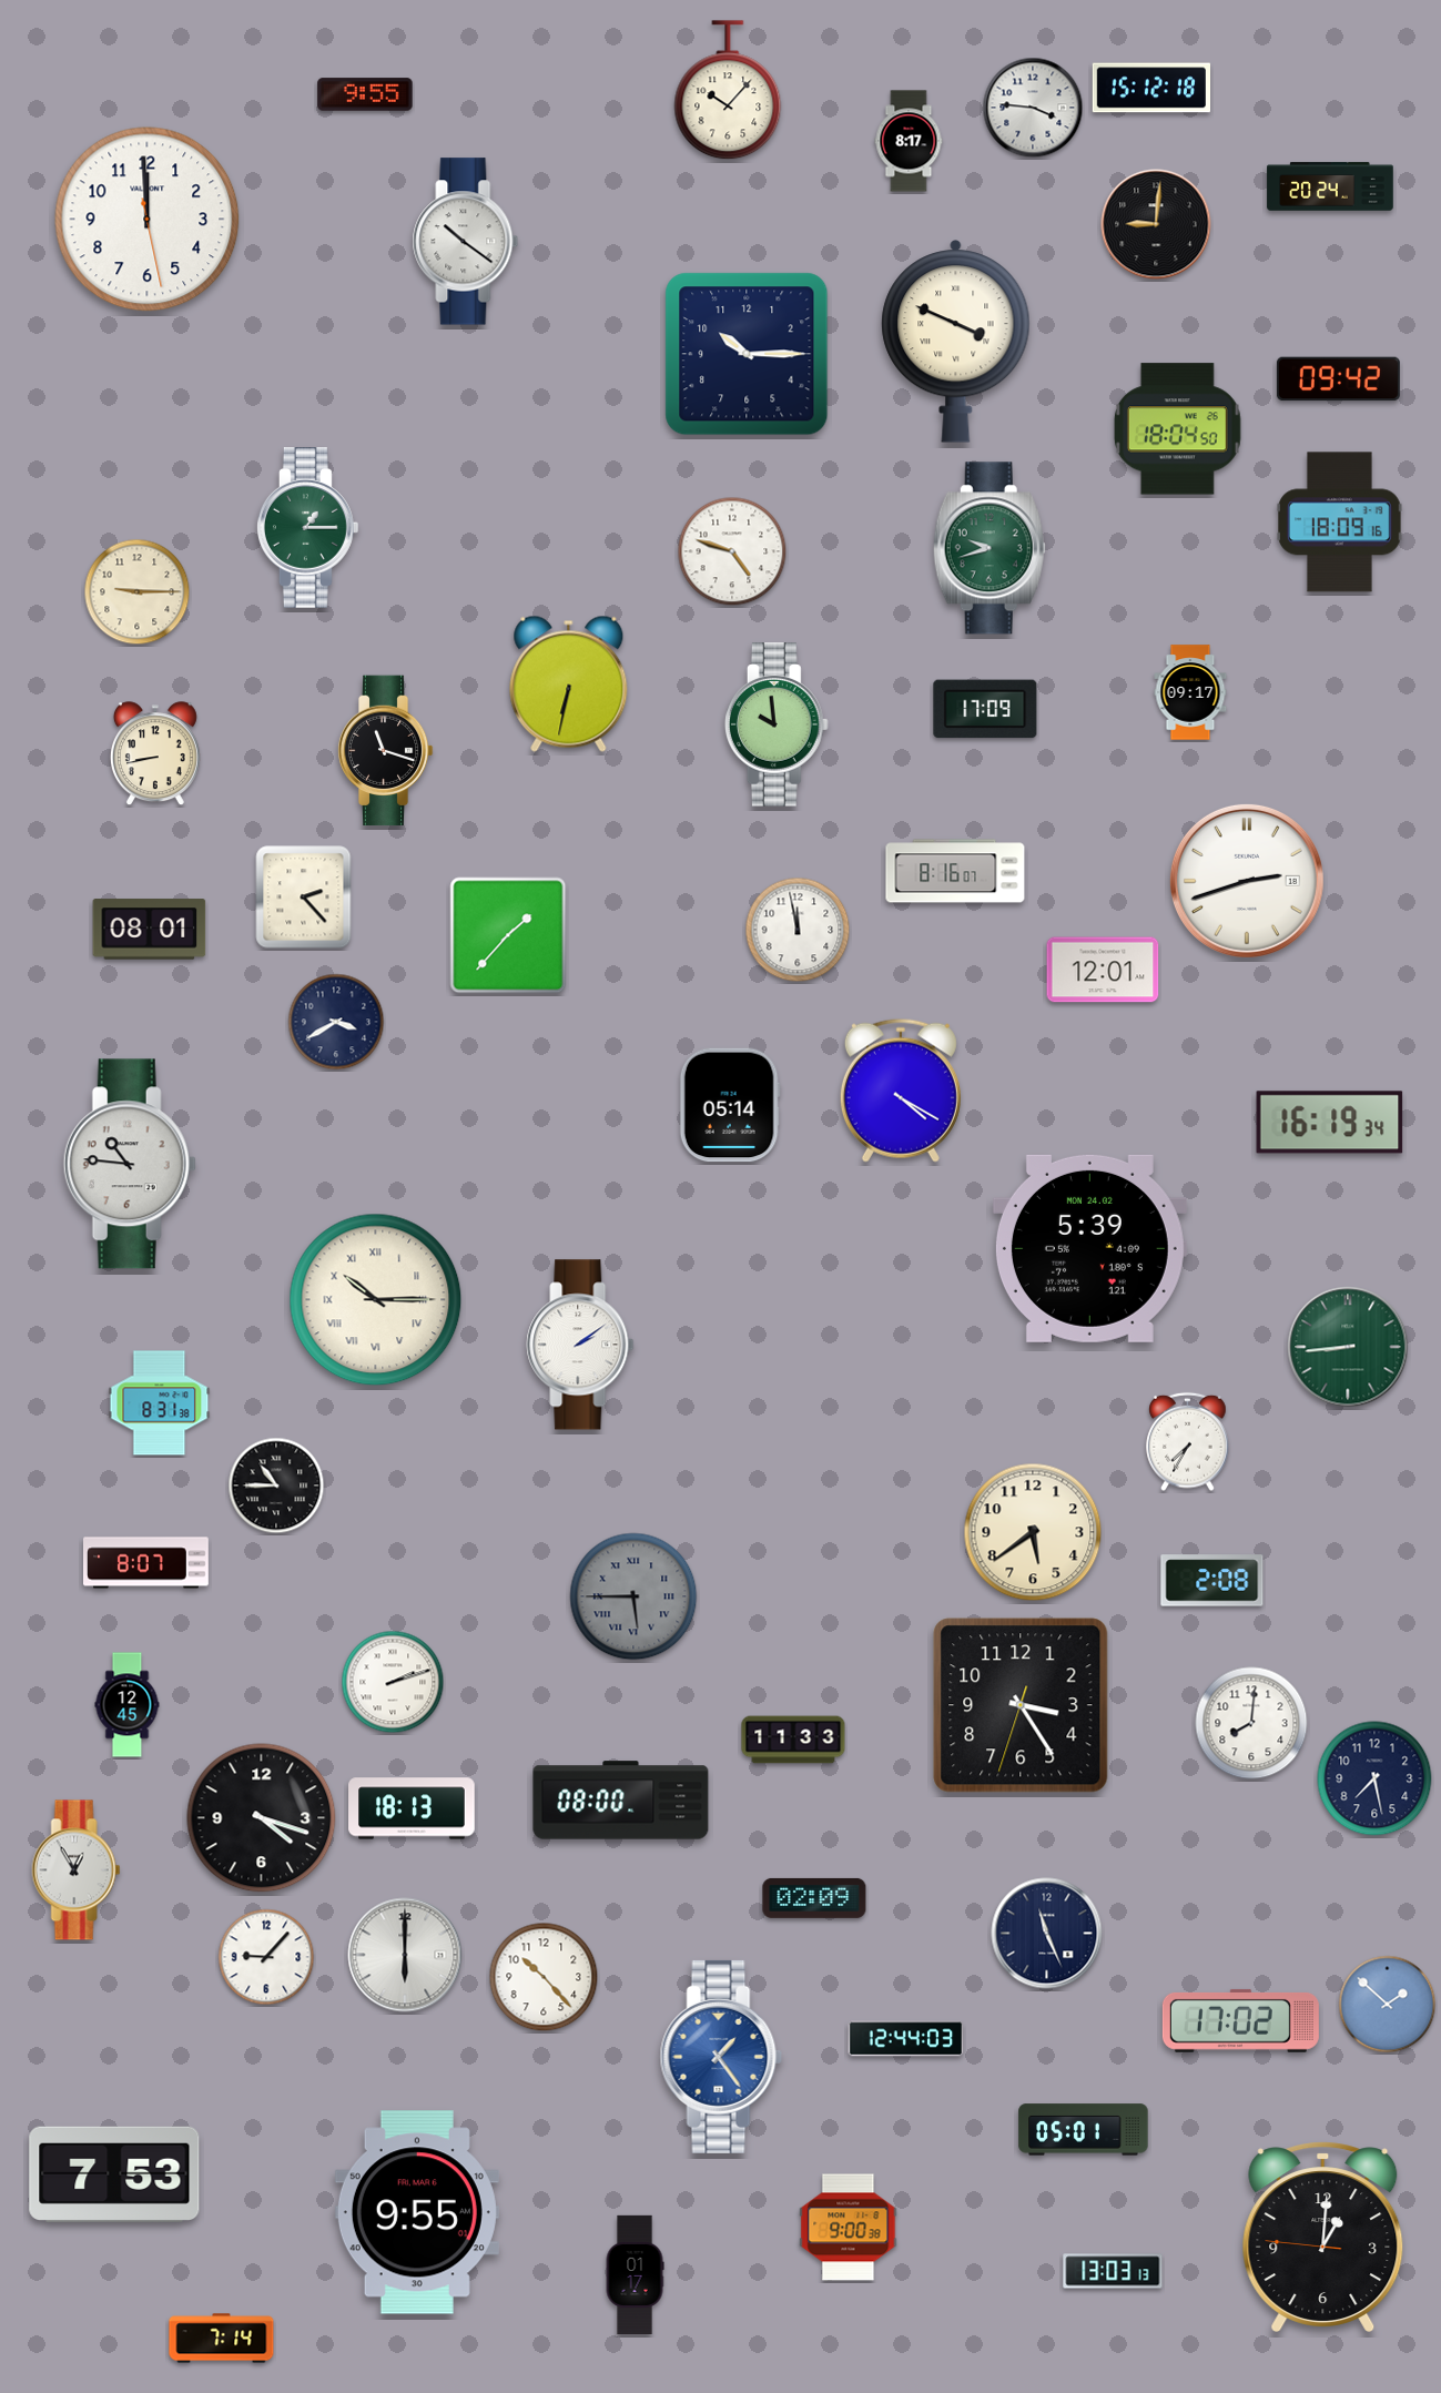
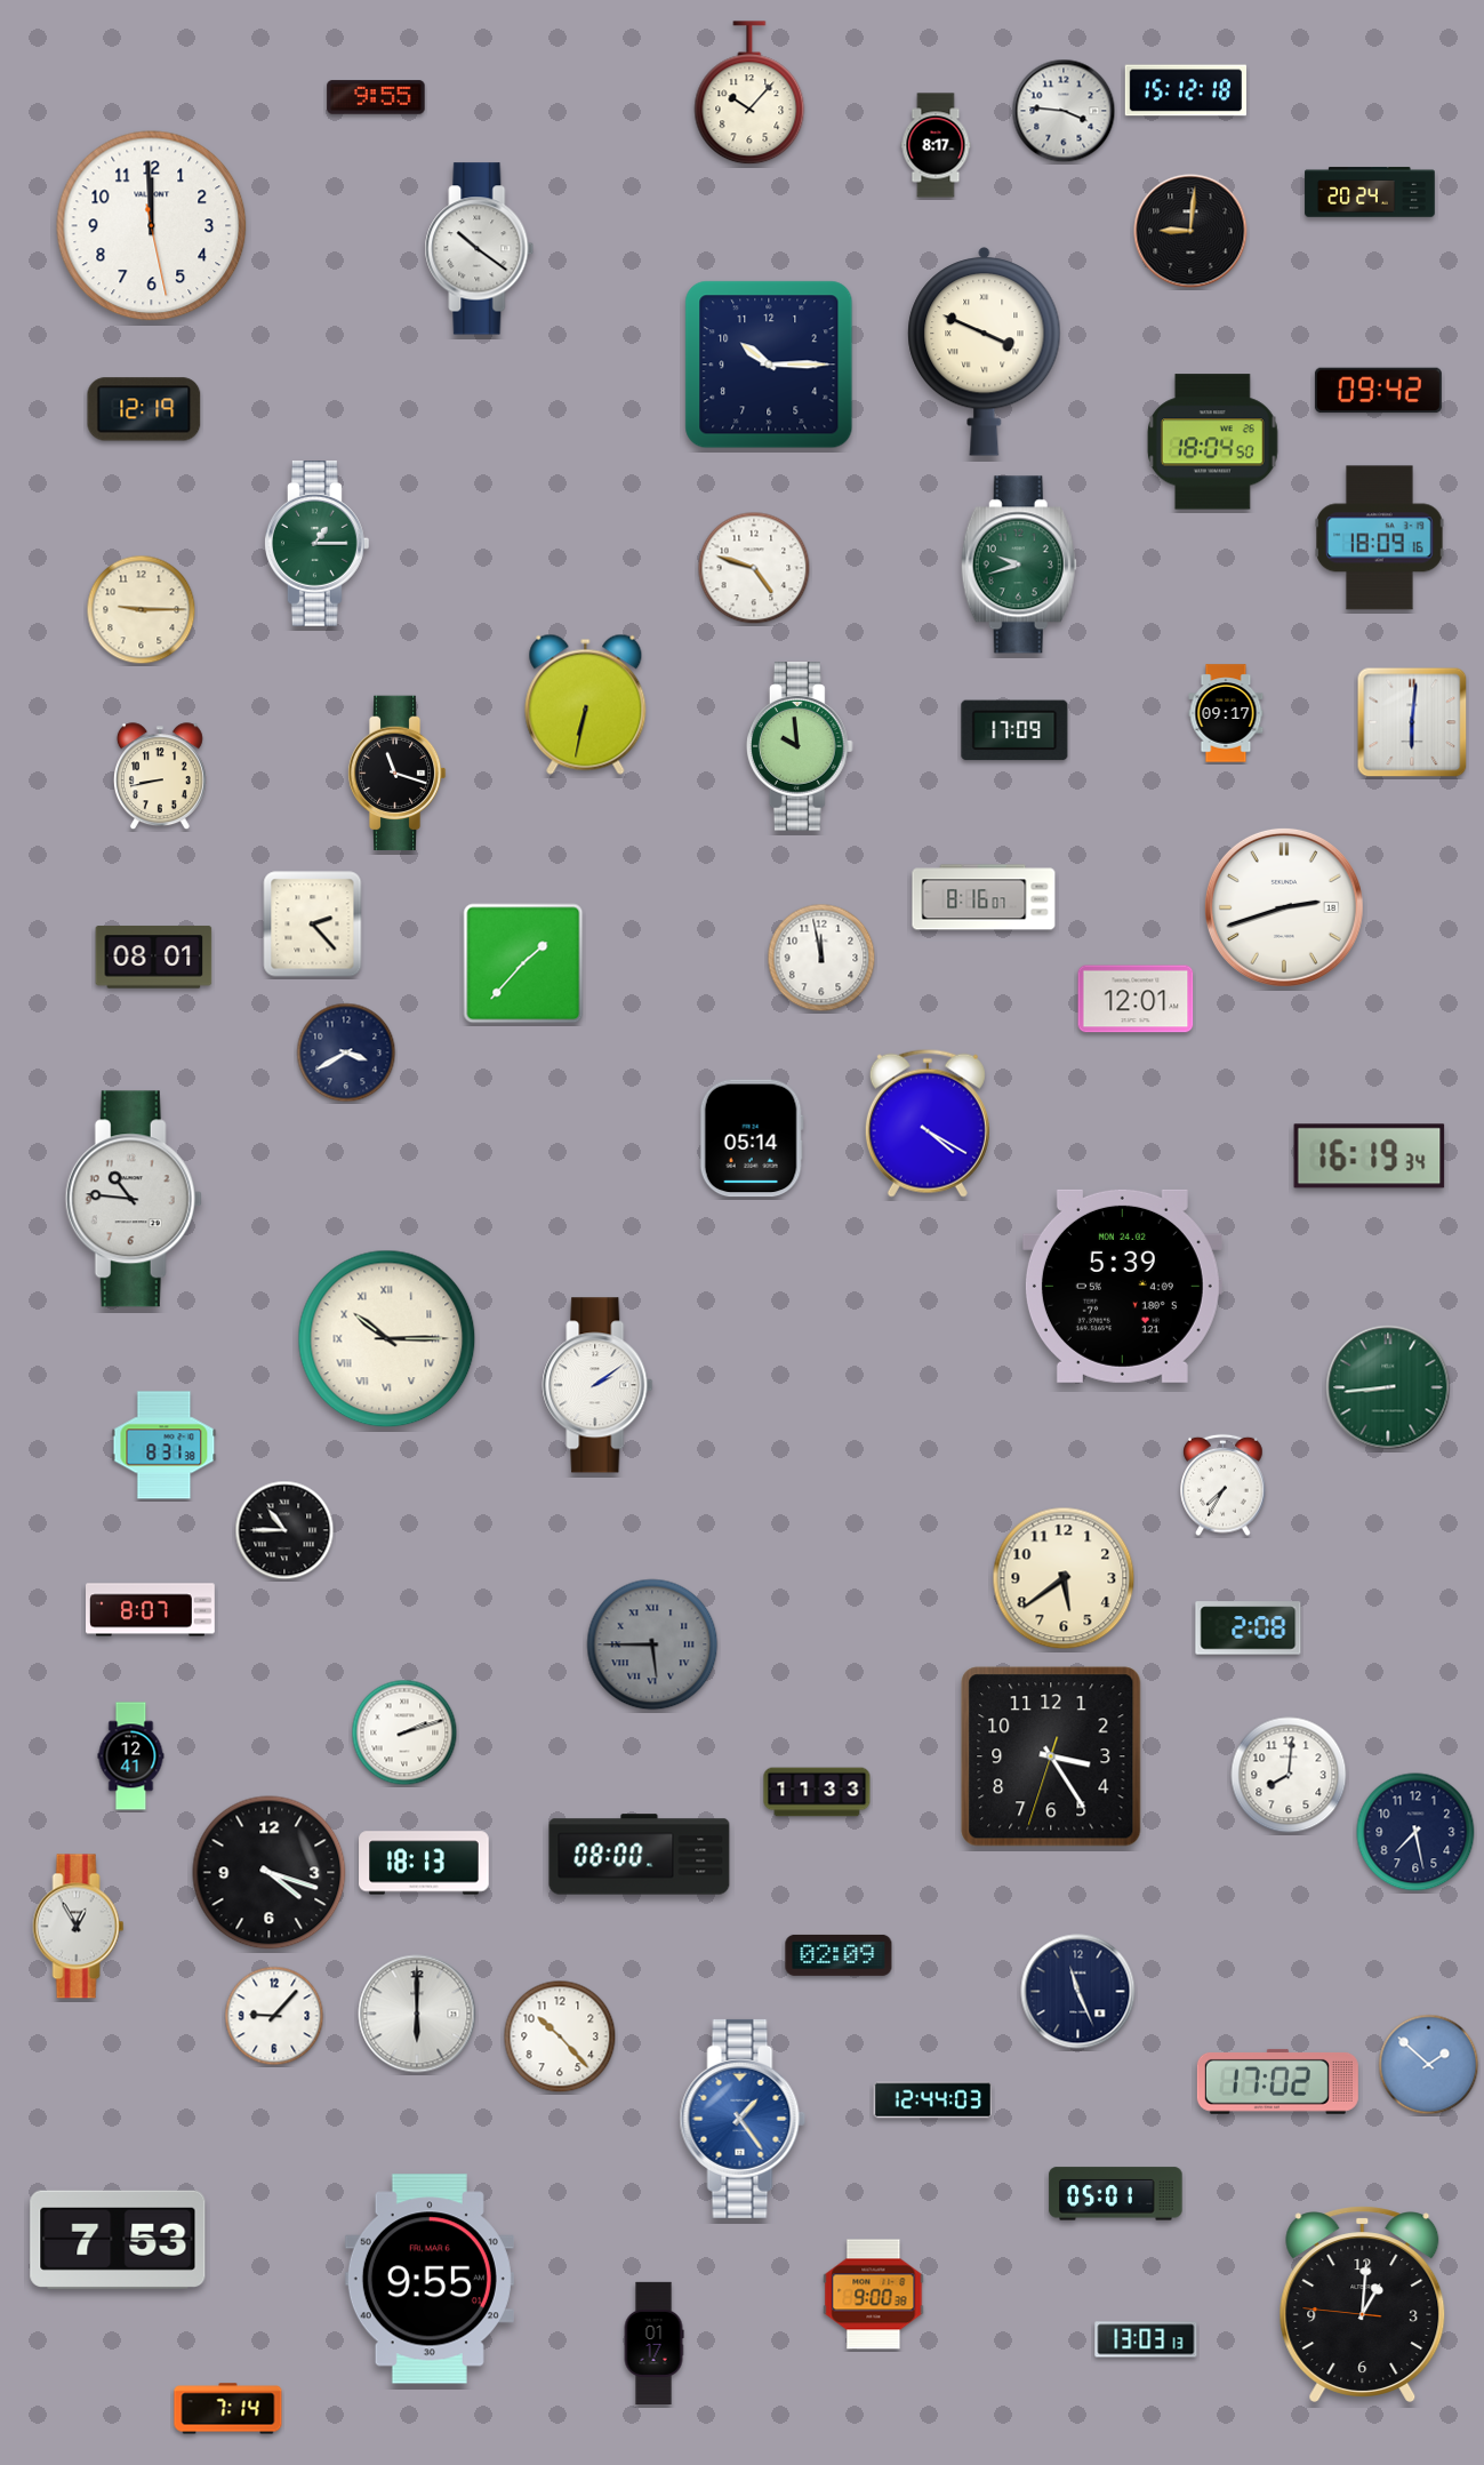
clock at (144, 409): none -> 12:19
clock at (1412, 722): none -> 6:01
clock at (128, 1705): 12:45 -> 12:41
